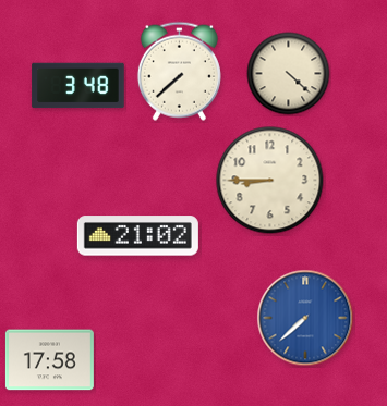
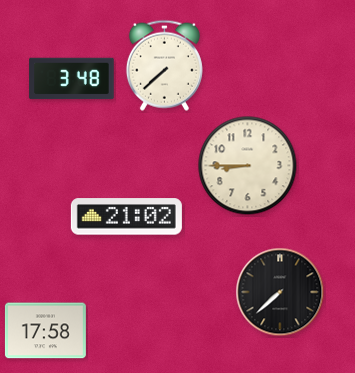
clock at (289, 74): 4:22 -> none
clock at (305, 318) dial: blue -> black
